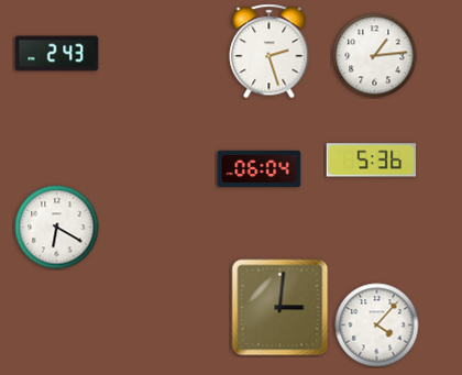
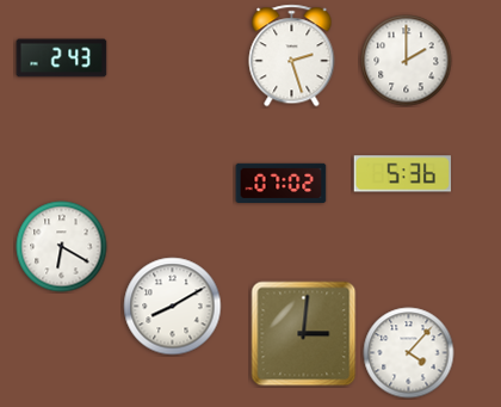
clock at (375, 56): 1:14 -> 2:00
clock at (260, 168): 06:04 -> 07:02
clock at (173, 307): none -> 8:10
